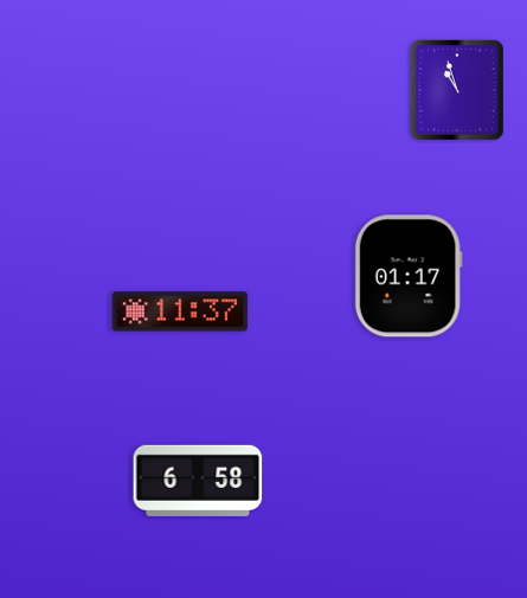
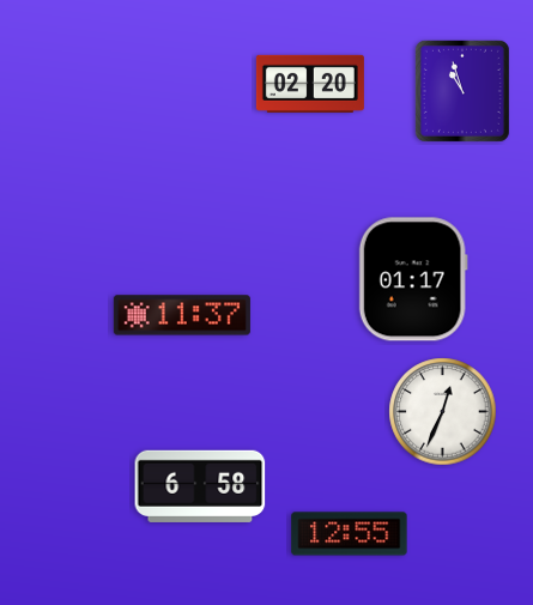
clock at (310, 84): none -> 02:20
clock at (443, 412): none -> 12:34
clock at (350, 534): none -> 12:55
